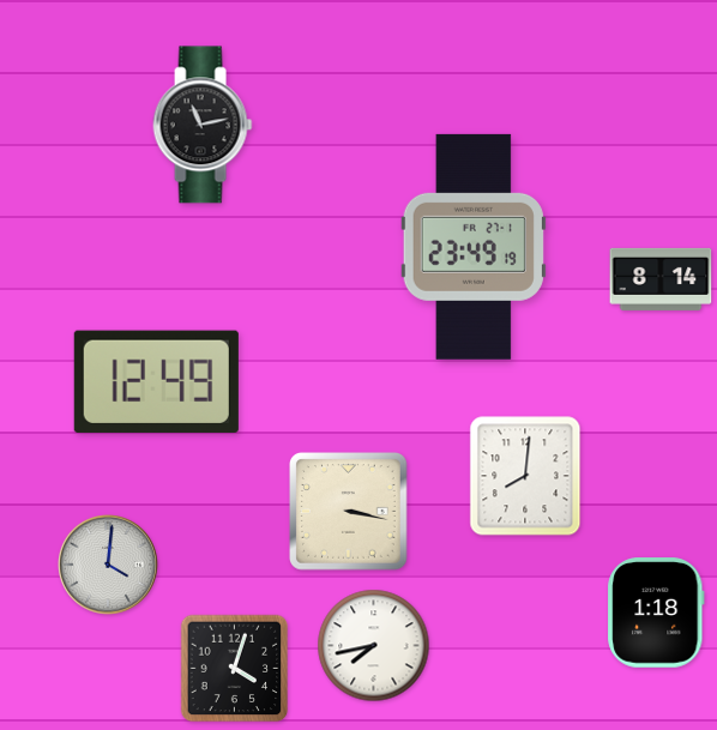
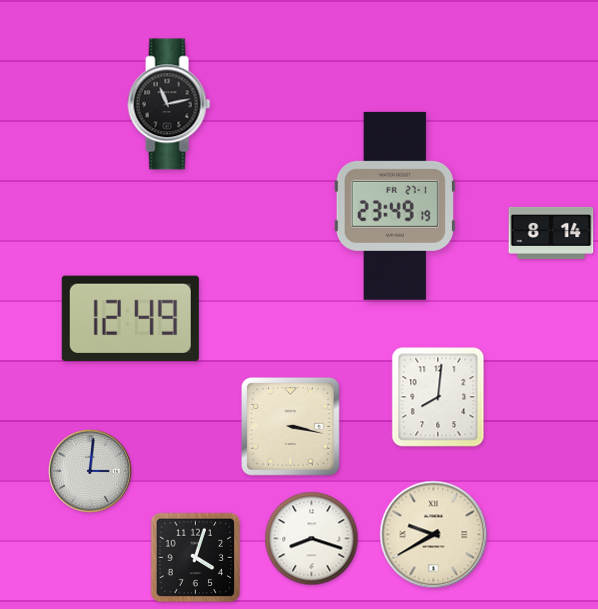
clock at (109, 566): 4:01 -> 3:01
clock at (656, 613): 1:18 -> none
clock at (434, 535): none -> 9:40
clock at (374, 646): 7:43 -> 8:18
